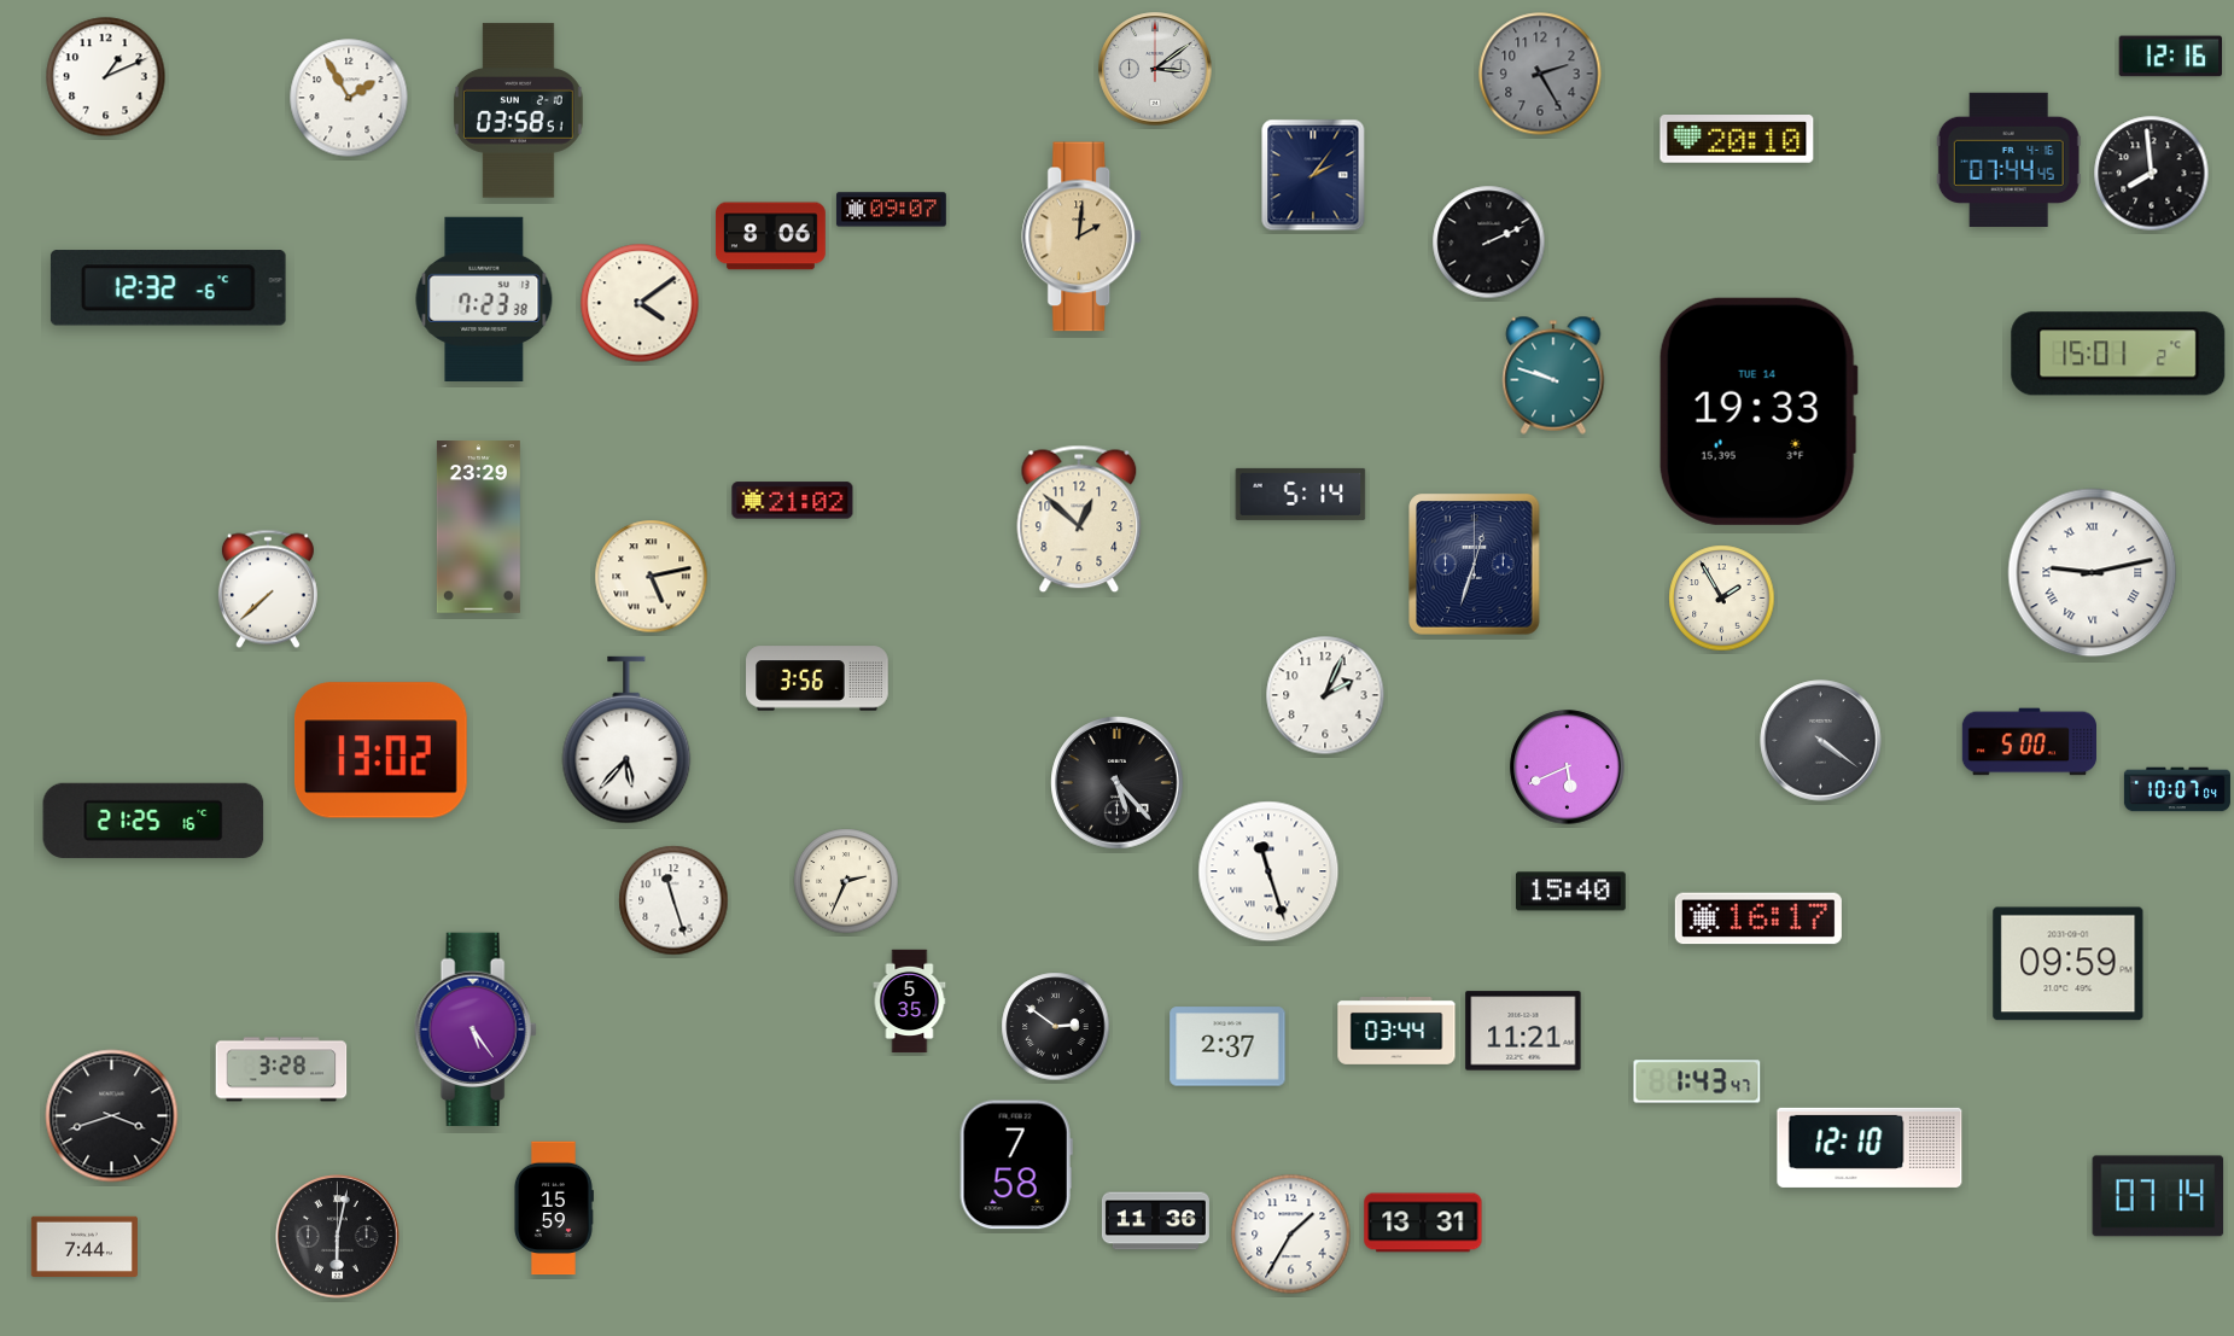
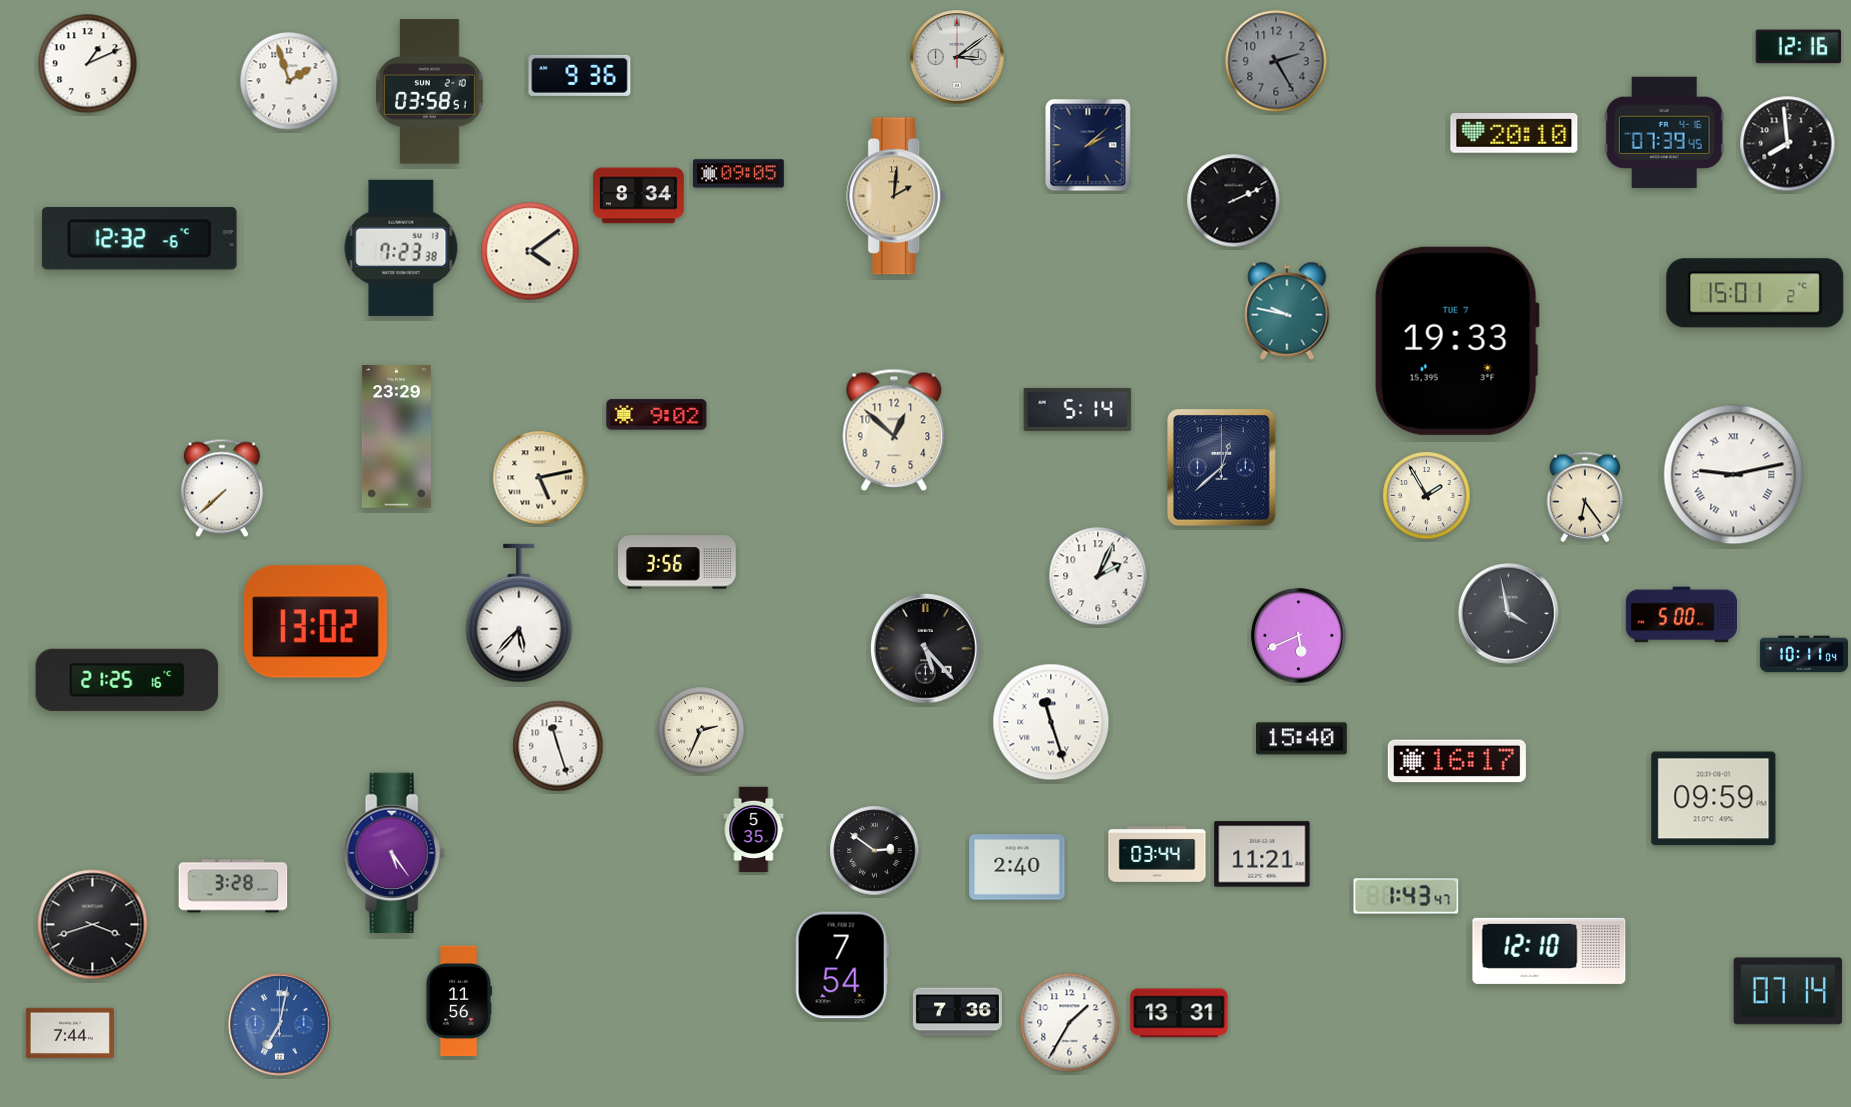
clock at (580, 75): none -> 9:36
clock at (349, 98): 1:55 -> 1:57
clock at (1737, 139) position: (1737, 139) -> (1514, 133)
clock at (2008, 159): 07:44 -> 07:39
clock at (2152, 174) position: (2152, 174) -> (1788, 144)
clock at (1313, 175): 2:06 -> 2:08
clock at (891, 210): 09:07 -> 09:05
clock at (771, 237): 8:06 -> 8:34
clock at (1553, 375): 9:48 -> 9:47
clock at (1758, 412) date: TUE 14 -> TUE 7
clock at (793, 501): 21:02 -> 9:02
clock at (1475, 565): 12:33 -> 12:38
clock at (1585, 497): none -> 6:24
clock at (1821, 741): 4:21 -> 3:58
clock at (2177, 789): 10:07 -> 10:11
clock at (1227, 1046): 2:37 -> 2:40
clock at (1016, 1165): 7:58 -> 7:54
clock at (553, 1208): 15:59 -> 11:56
clock at (1155, 1221): 11:36 -> 7:36
clock at (338, 1237): 6:02 -> 7:02
clock at (338, 1237) dial: black -> blue
